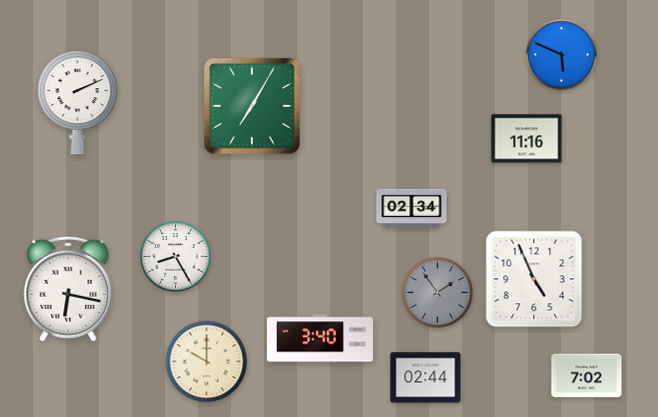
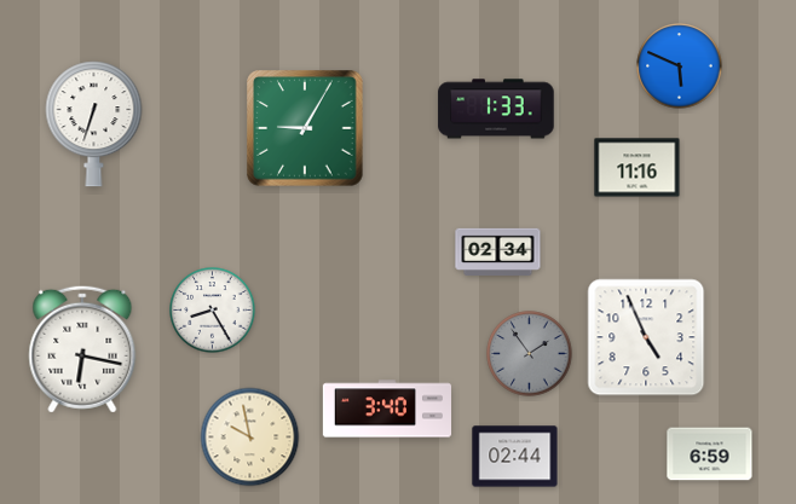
clock at (496, 109): none -> 1:33
clock at (78, 103): 2:11 -> 6:33
clock at (252, 106): 7:05 -> 9:05
clock at (207, 362): 10:00 -> 9:58
clock at (587, 376): 7:02 -> 6:59
